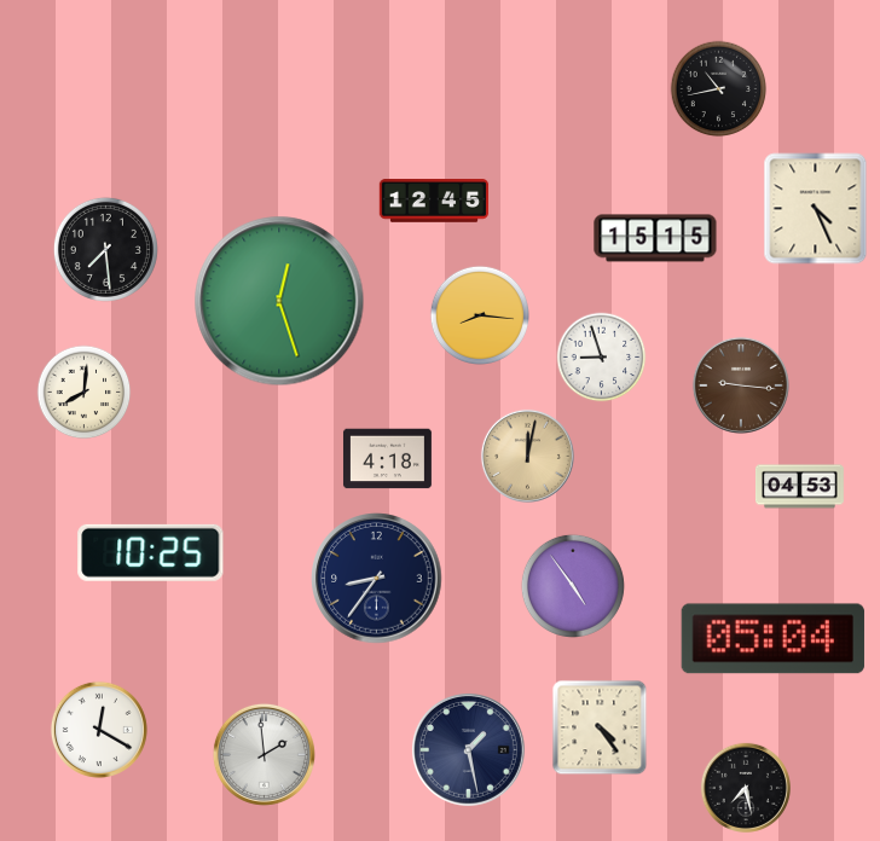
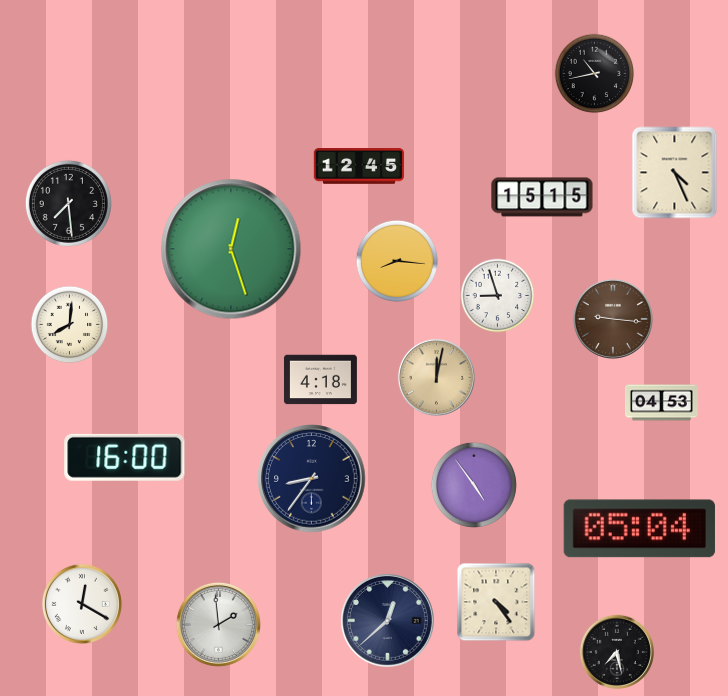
clock at (105, 249) position: (105, 249) -> (68, 203)
clock at (151, 552): 10:25 -> 16:00
clock at (468, 749): 1:28 -> 12:38
